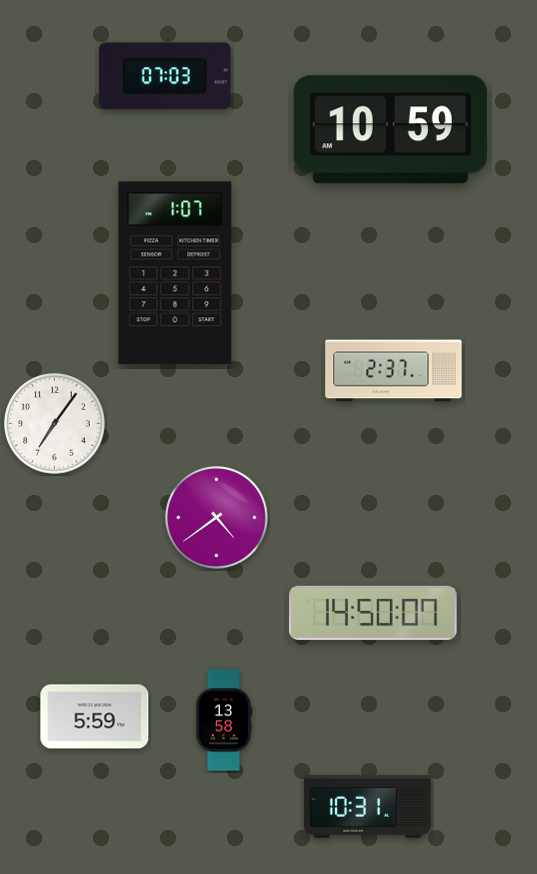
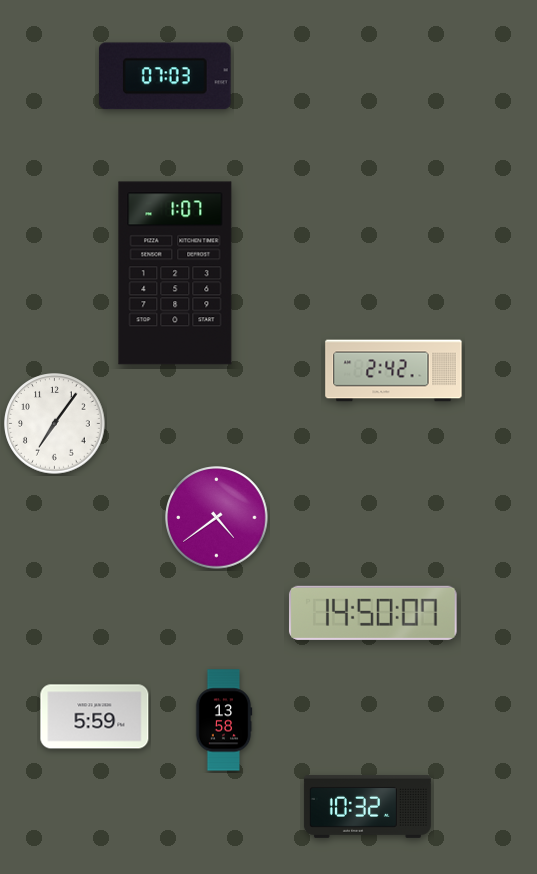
clock at (390, 130): 10:59 -> none
clock at (394, 371): 2:37 -> 2:42
clock at (367, 806): 10:31 -> 10:32
